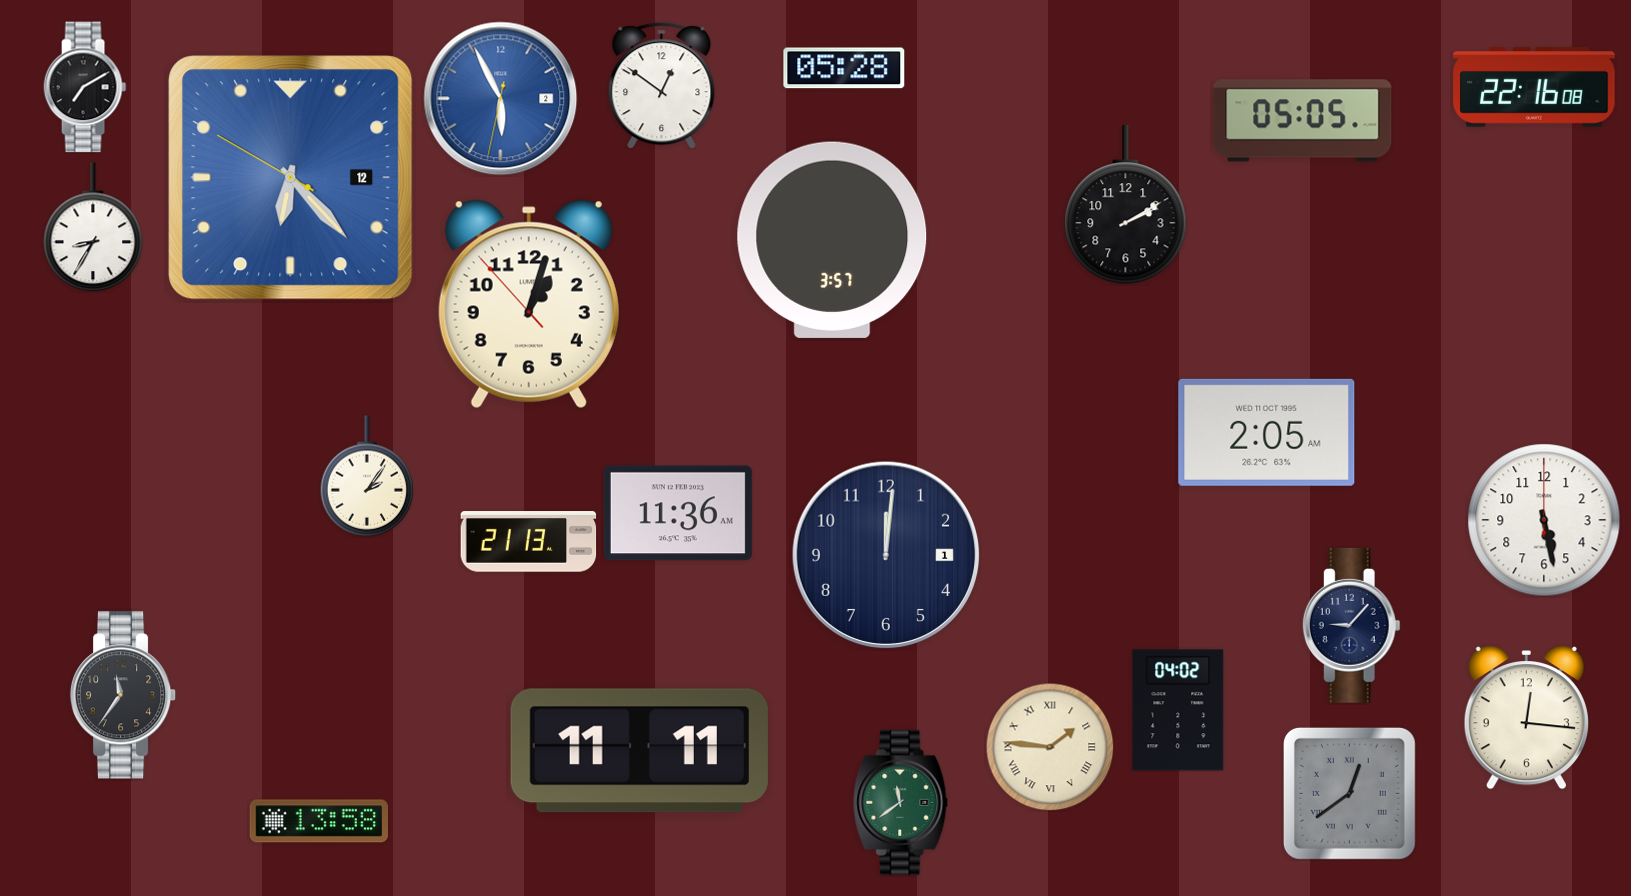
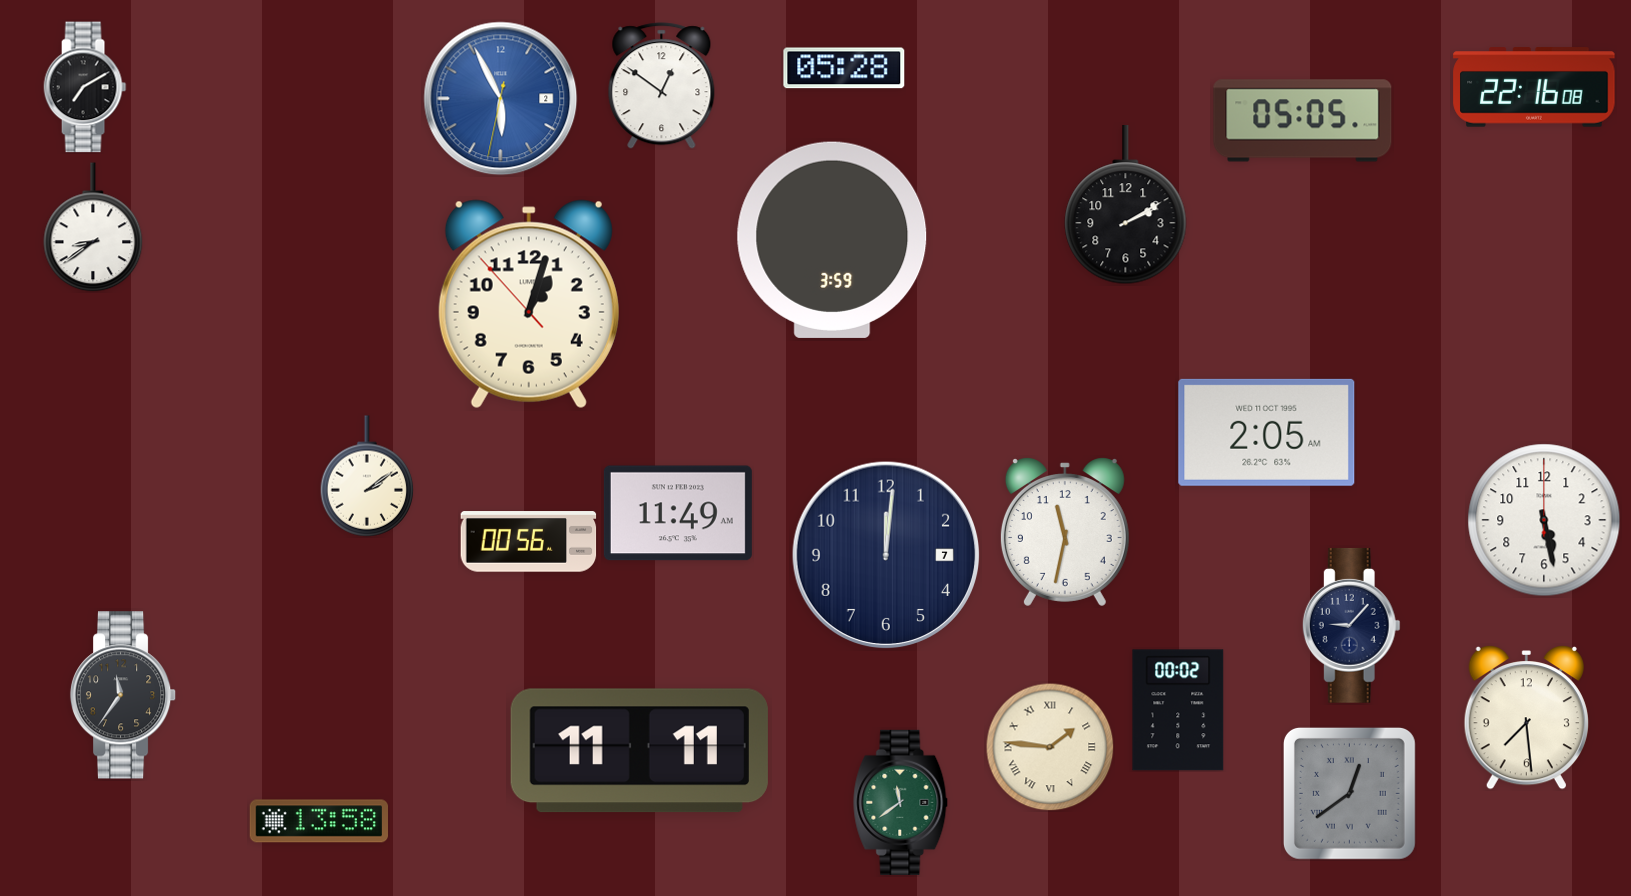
clock at (291, 178): 6:22 -> none
clock at (93, 227): 8:35 -> 8:39
clock at (832, 240): 3:57 -> 3:59
clock at (367, 476): 2:06 -> 2:09
clock at (678, 513): 11:36 -> 11:49
clock at (1065, 532): none -> 11:32
clock at (529, 542): 21:13 -> 00:56
clock at (886, 555) date: 1 -> 7
clock at (1178, 710): 04:02 -> 00:02
clock at (1526, 718): 12:16 -> 7:29
